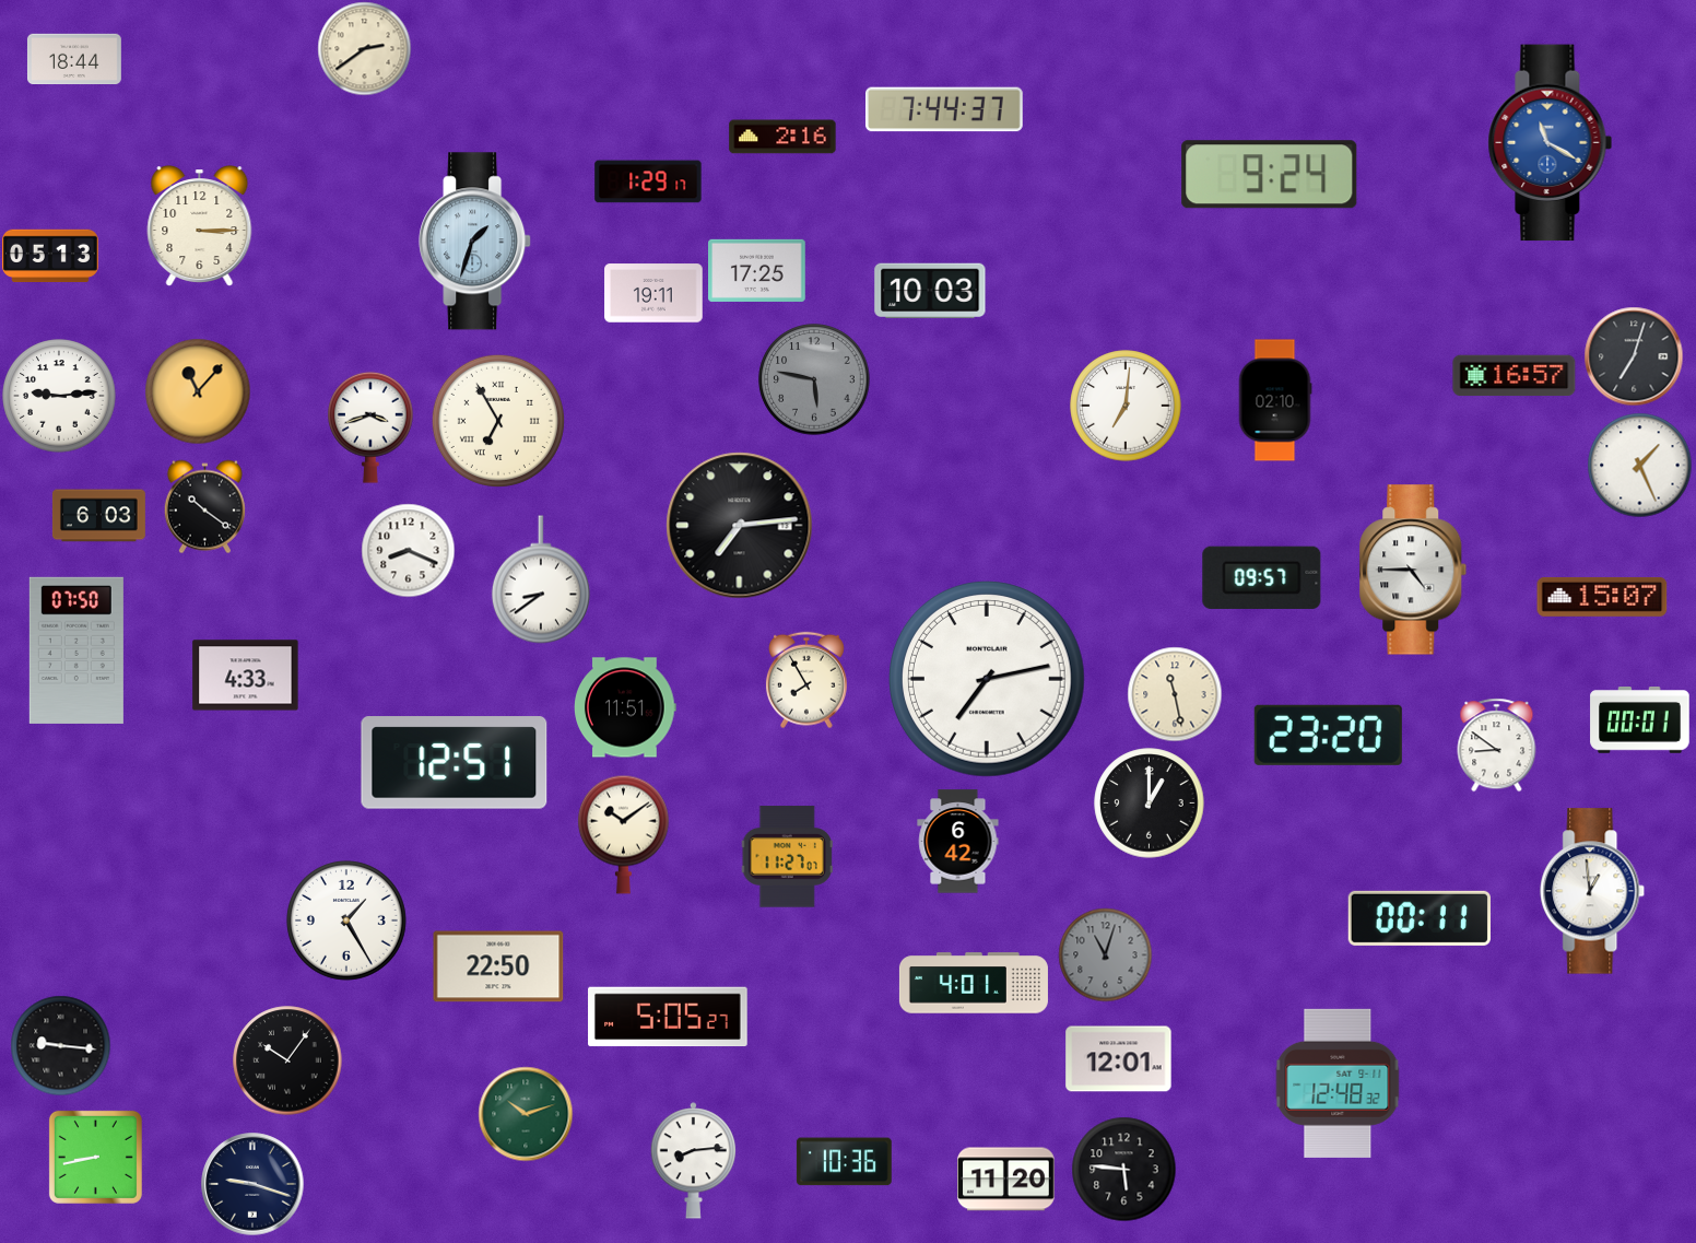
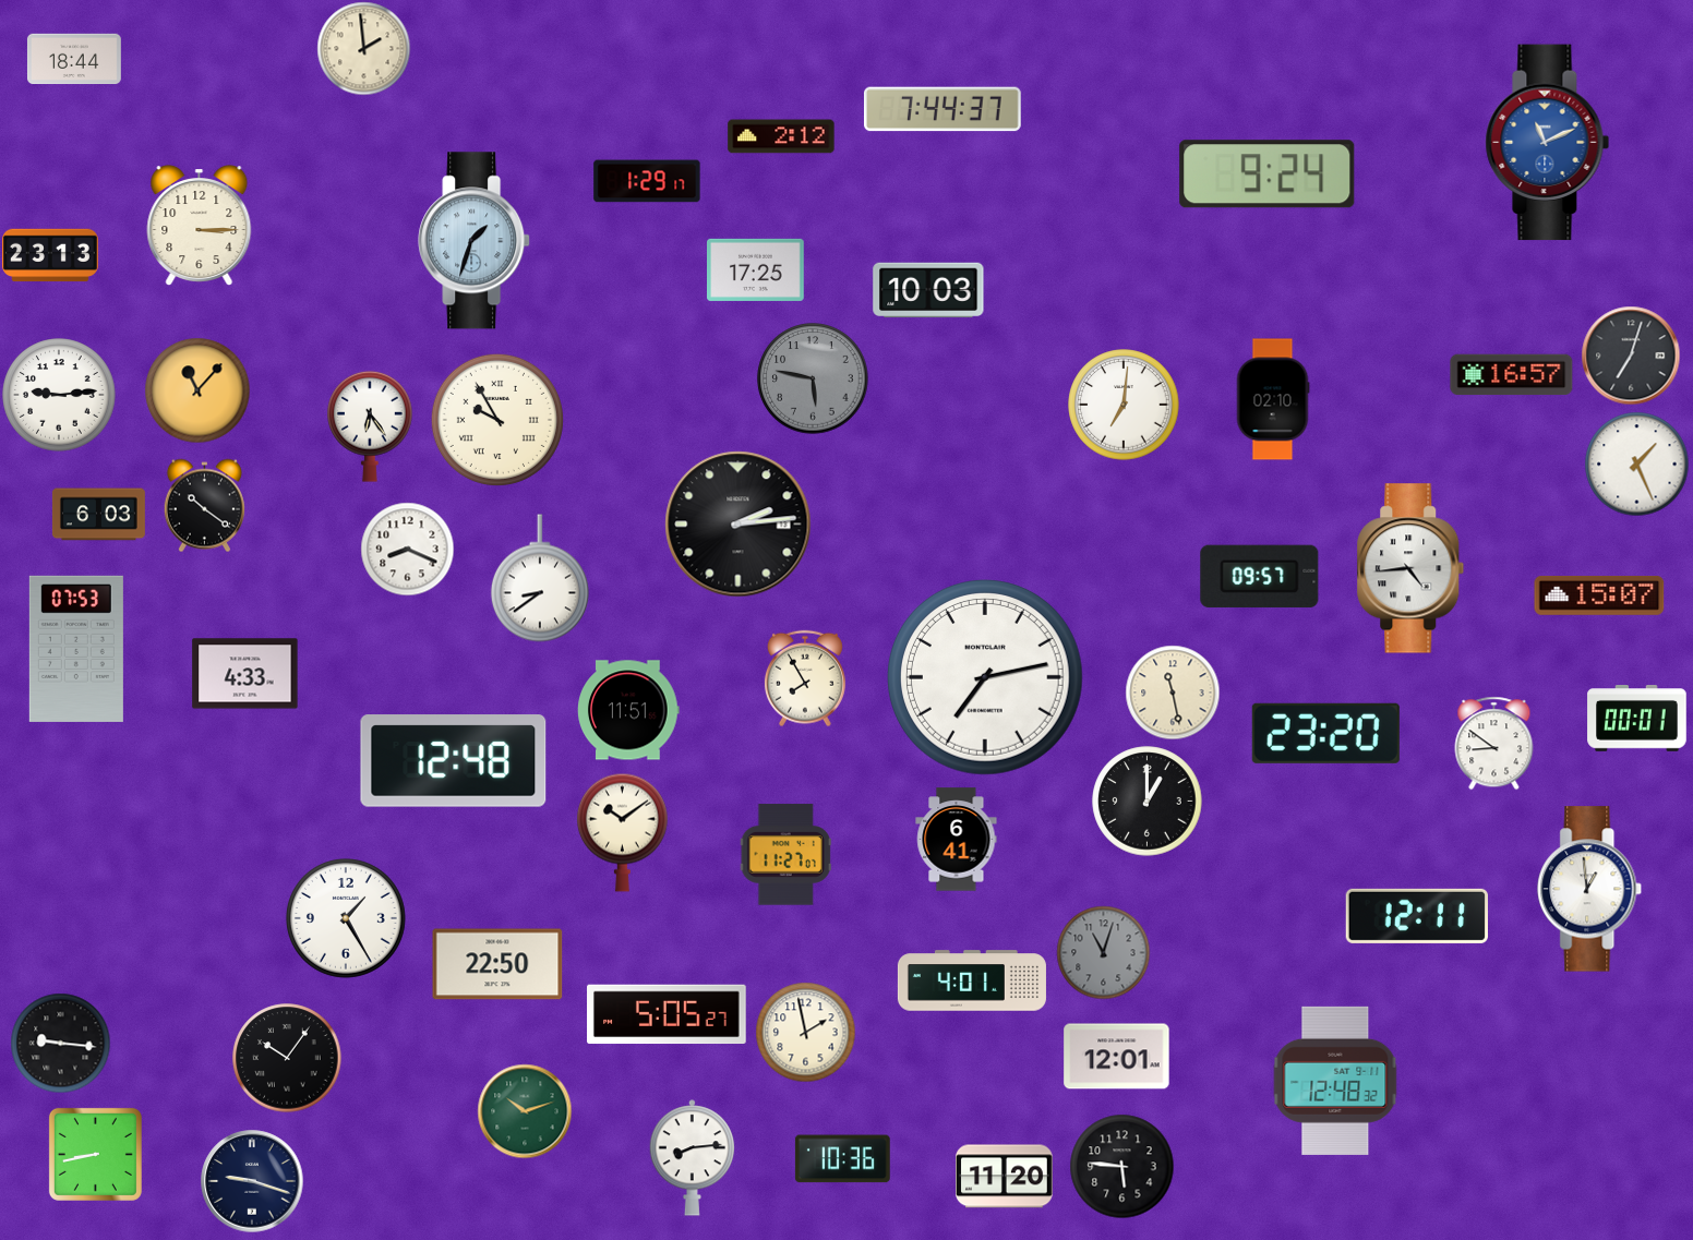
clock at (364, 48): 2:39 -> 1:59
clock at (782, 137): 2:16 -> 2:12
clock at (1551, 143): 11:20 -> 11:11
clock at (51, 256): 05:13 -> 23:13
clock at (653, 293): 19:11 -> none
clock at (498, 421): 6:55 -> 9:55
clock at (370, 427): 3:42 -> 6:24
clock at (740, 526): 7:14 -> 2:14
clock at (1413, 570): 4:45 -> 4:44
clock at (76, 650): 07:50 -> 07:53
clock at (626, 707) position: (626, 707) -> (629, 710)
clock at (455, 763): 12:51 -> 12:48
clock at (958, 842): 6:42 -> 6:41
clock at (1420, 918): 00:11 -> 12:11
clock at (805, 1032): none -> 1:58
